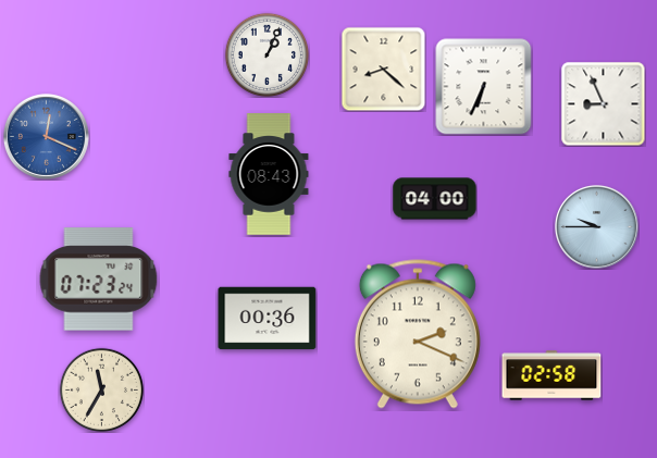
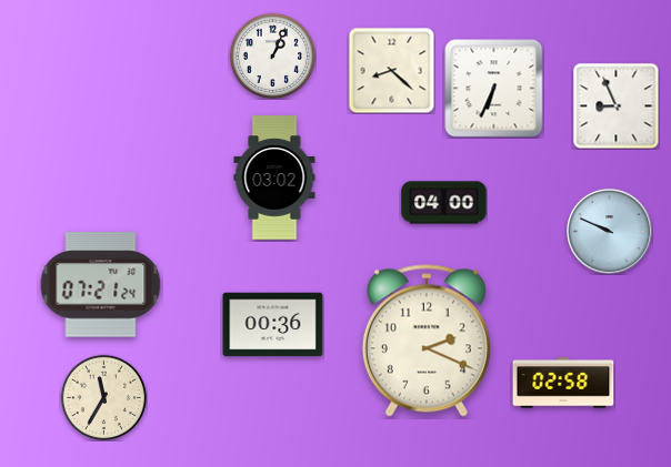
clock at (46, 136): 12:19 -> none
clock at (269, 174): 08:43 -> 03:02
clock at (596, 226): 9:45 -> 9:49
clock at (99, 280): 07:23 -> 07:21
